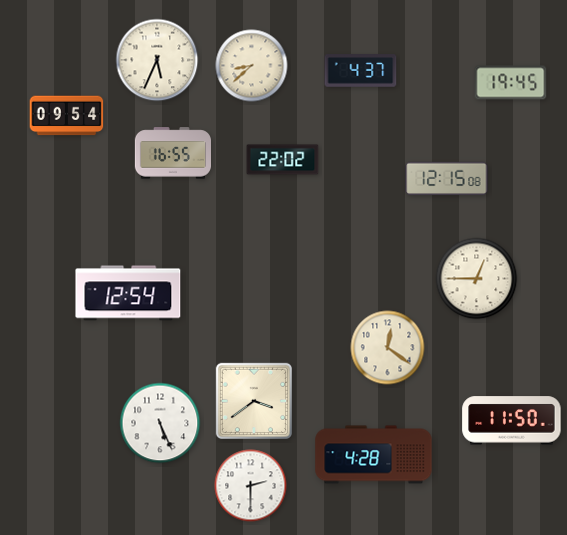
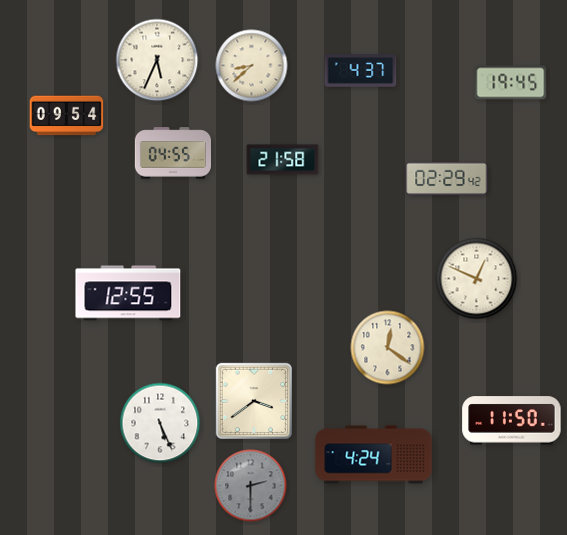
clock at (172, 153): 16:55 -> 04:55
clock at (283, 160): 22:02 -> 21:58
clock at (447, 179): 12:15 -> 02:29
clock at (477, 279): 12:45 -> 12:49
clock at (128, 293): 12:54 -> 12:55
clock at (374, 455): 4:28 -> 4:24
clock at (251, 486) dial: white -> grey
